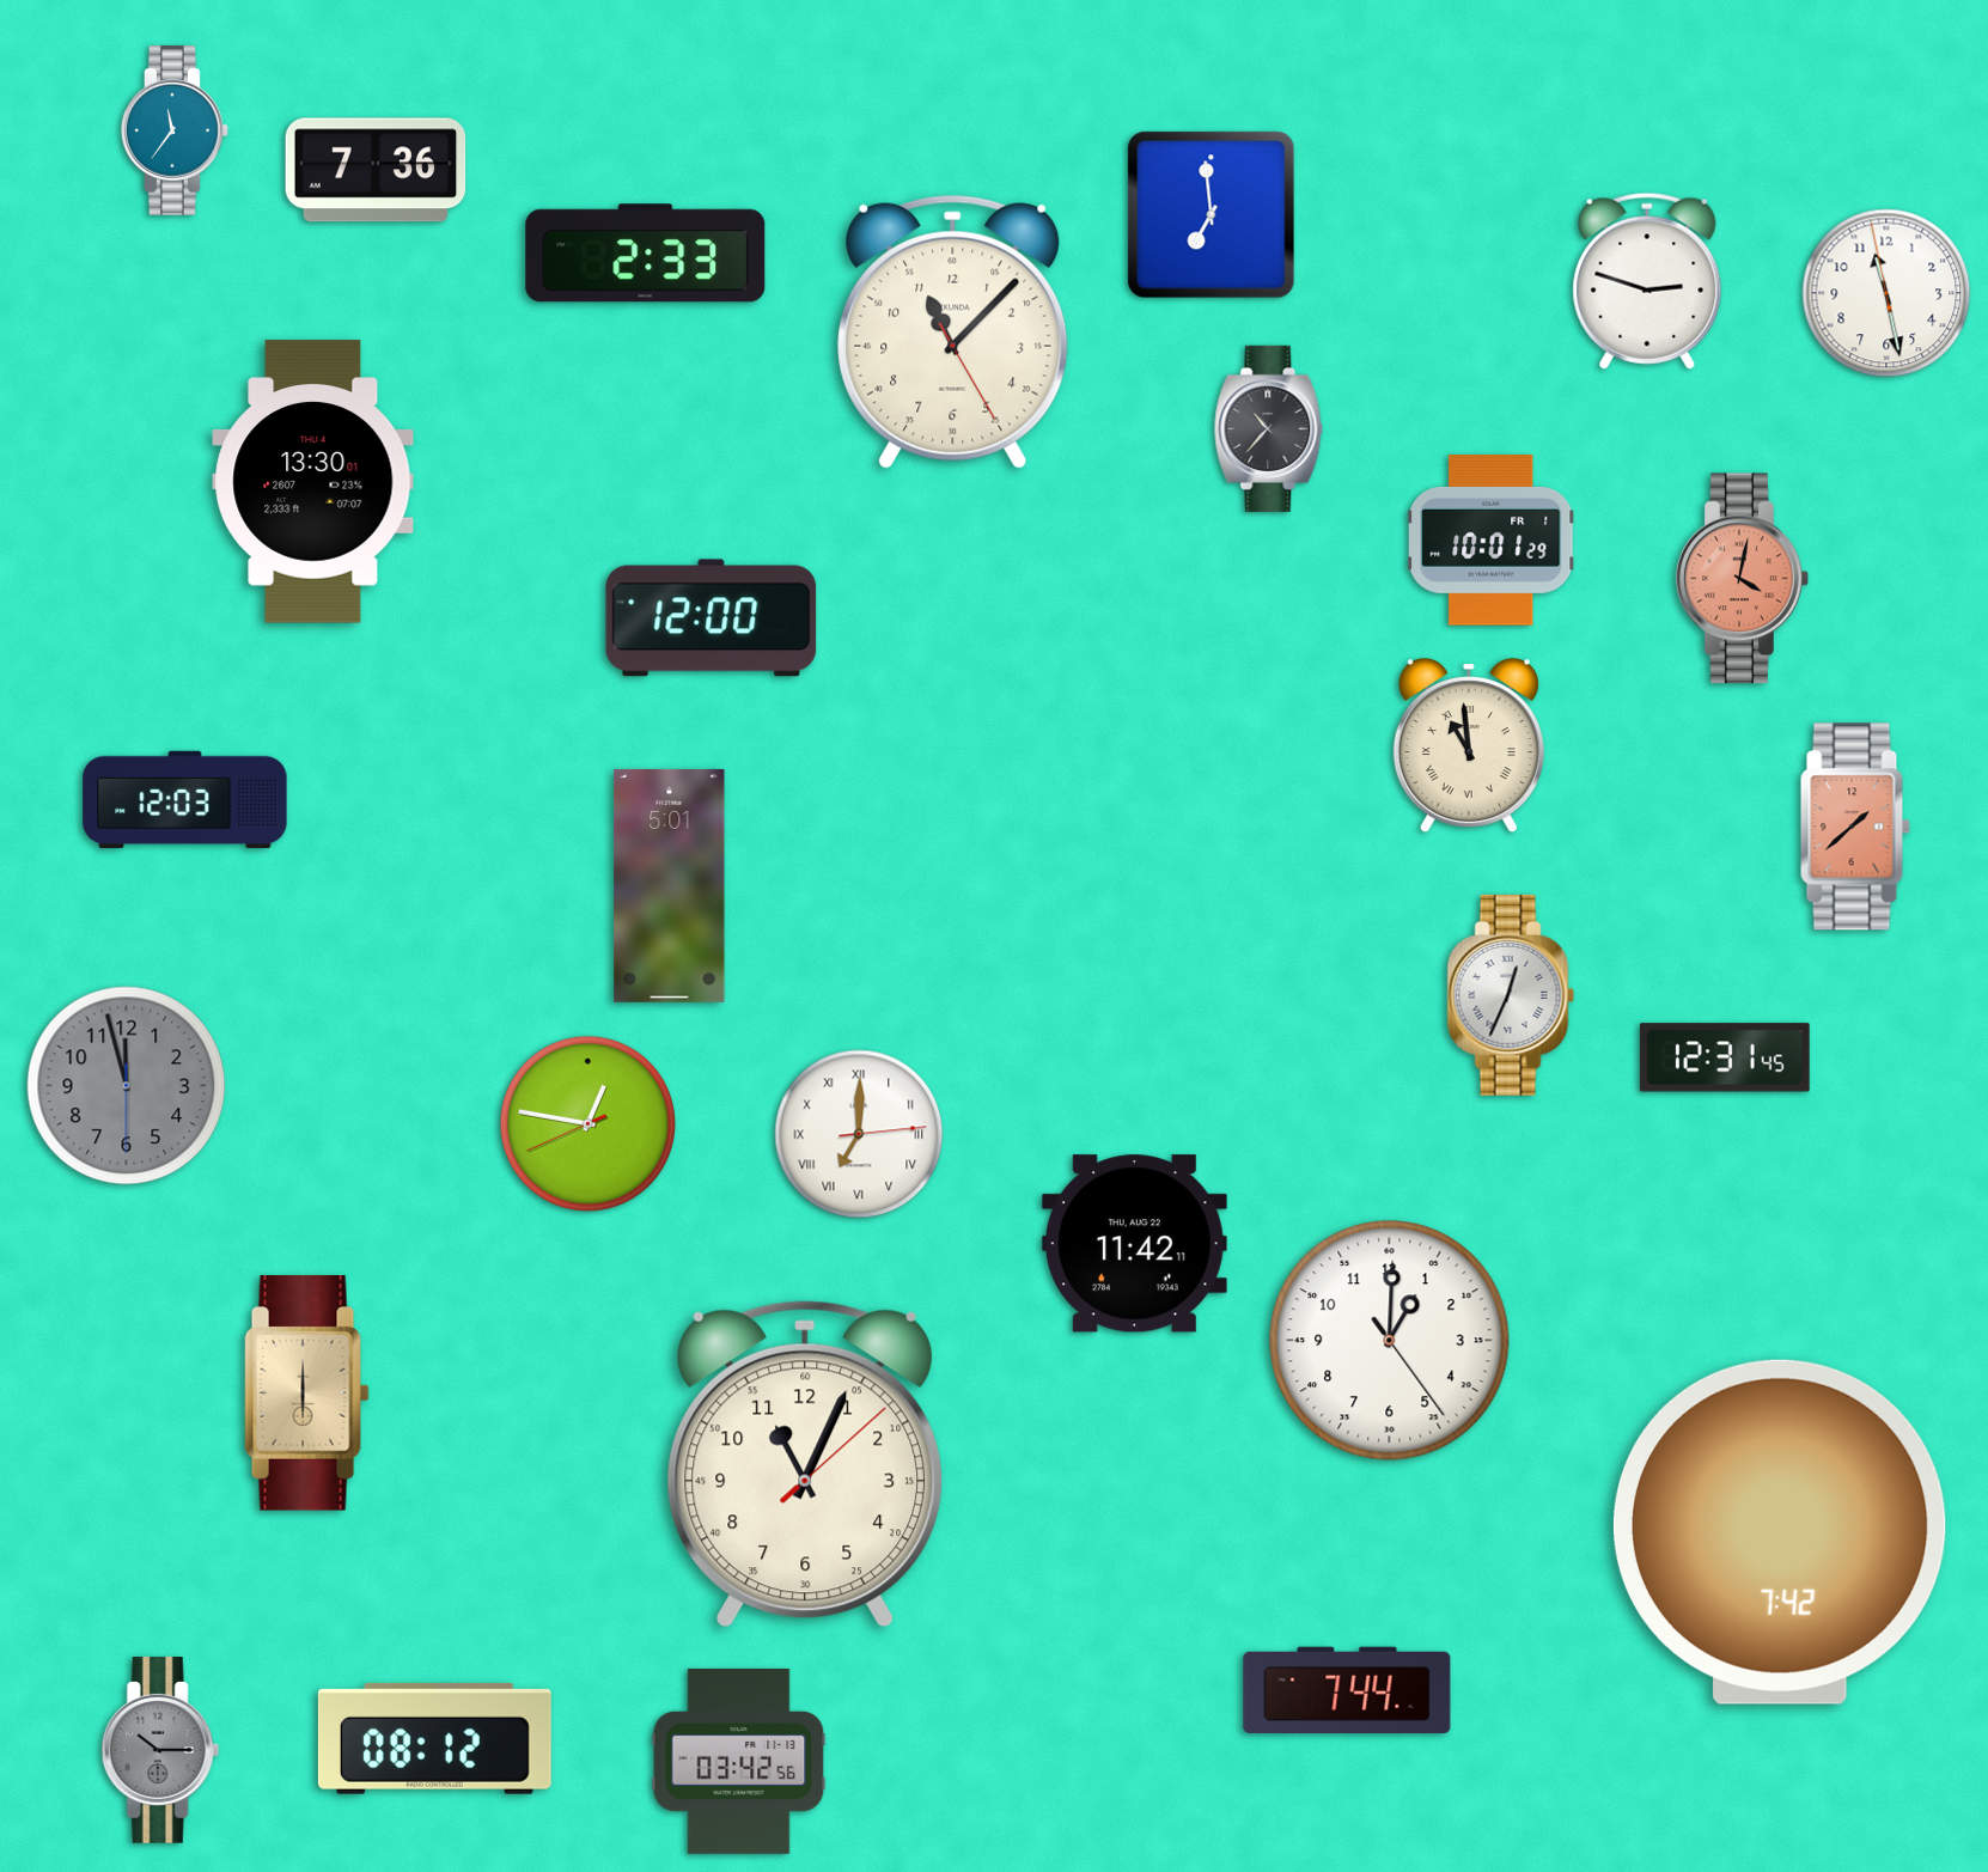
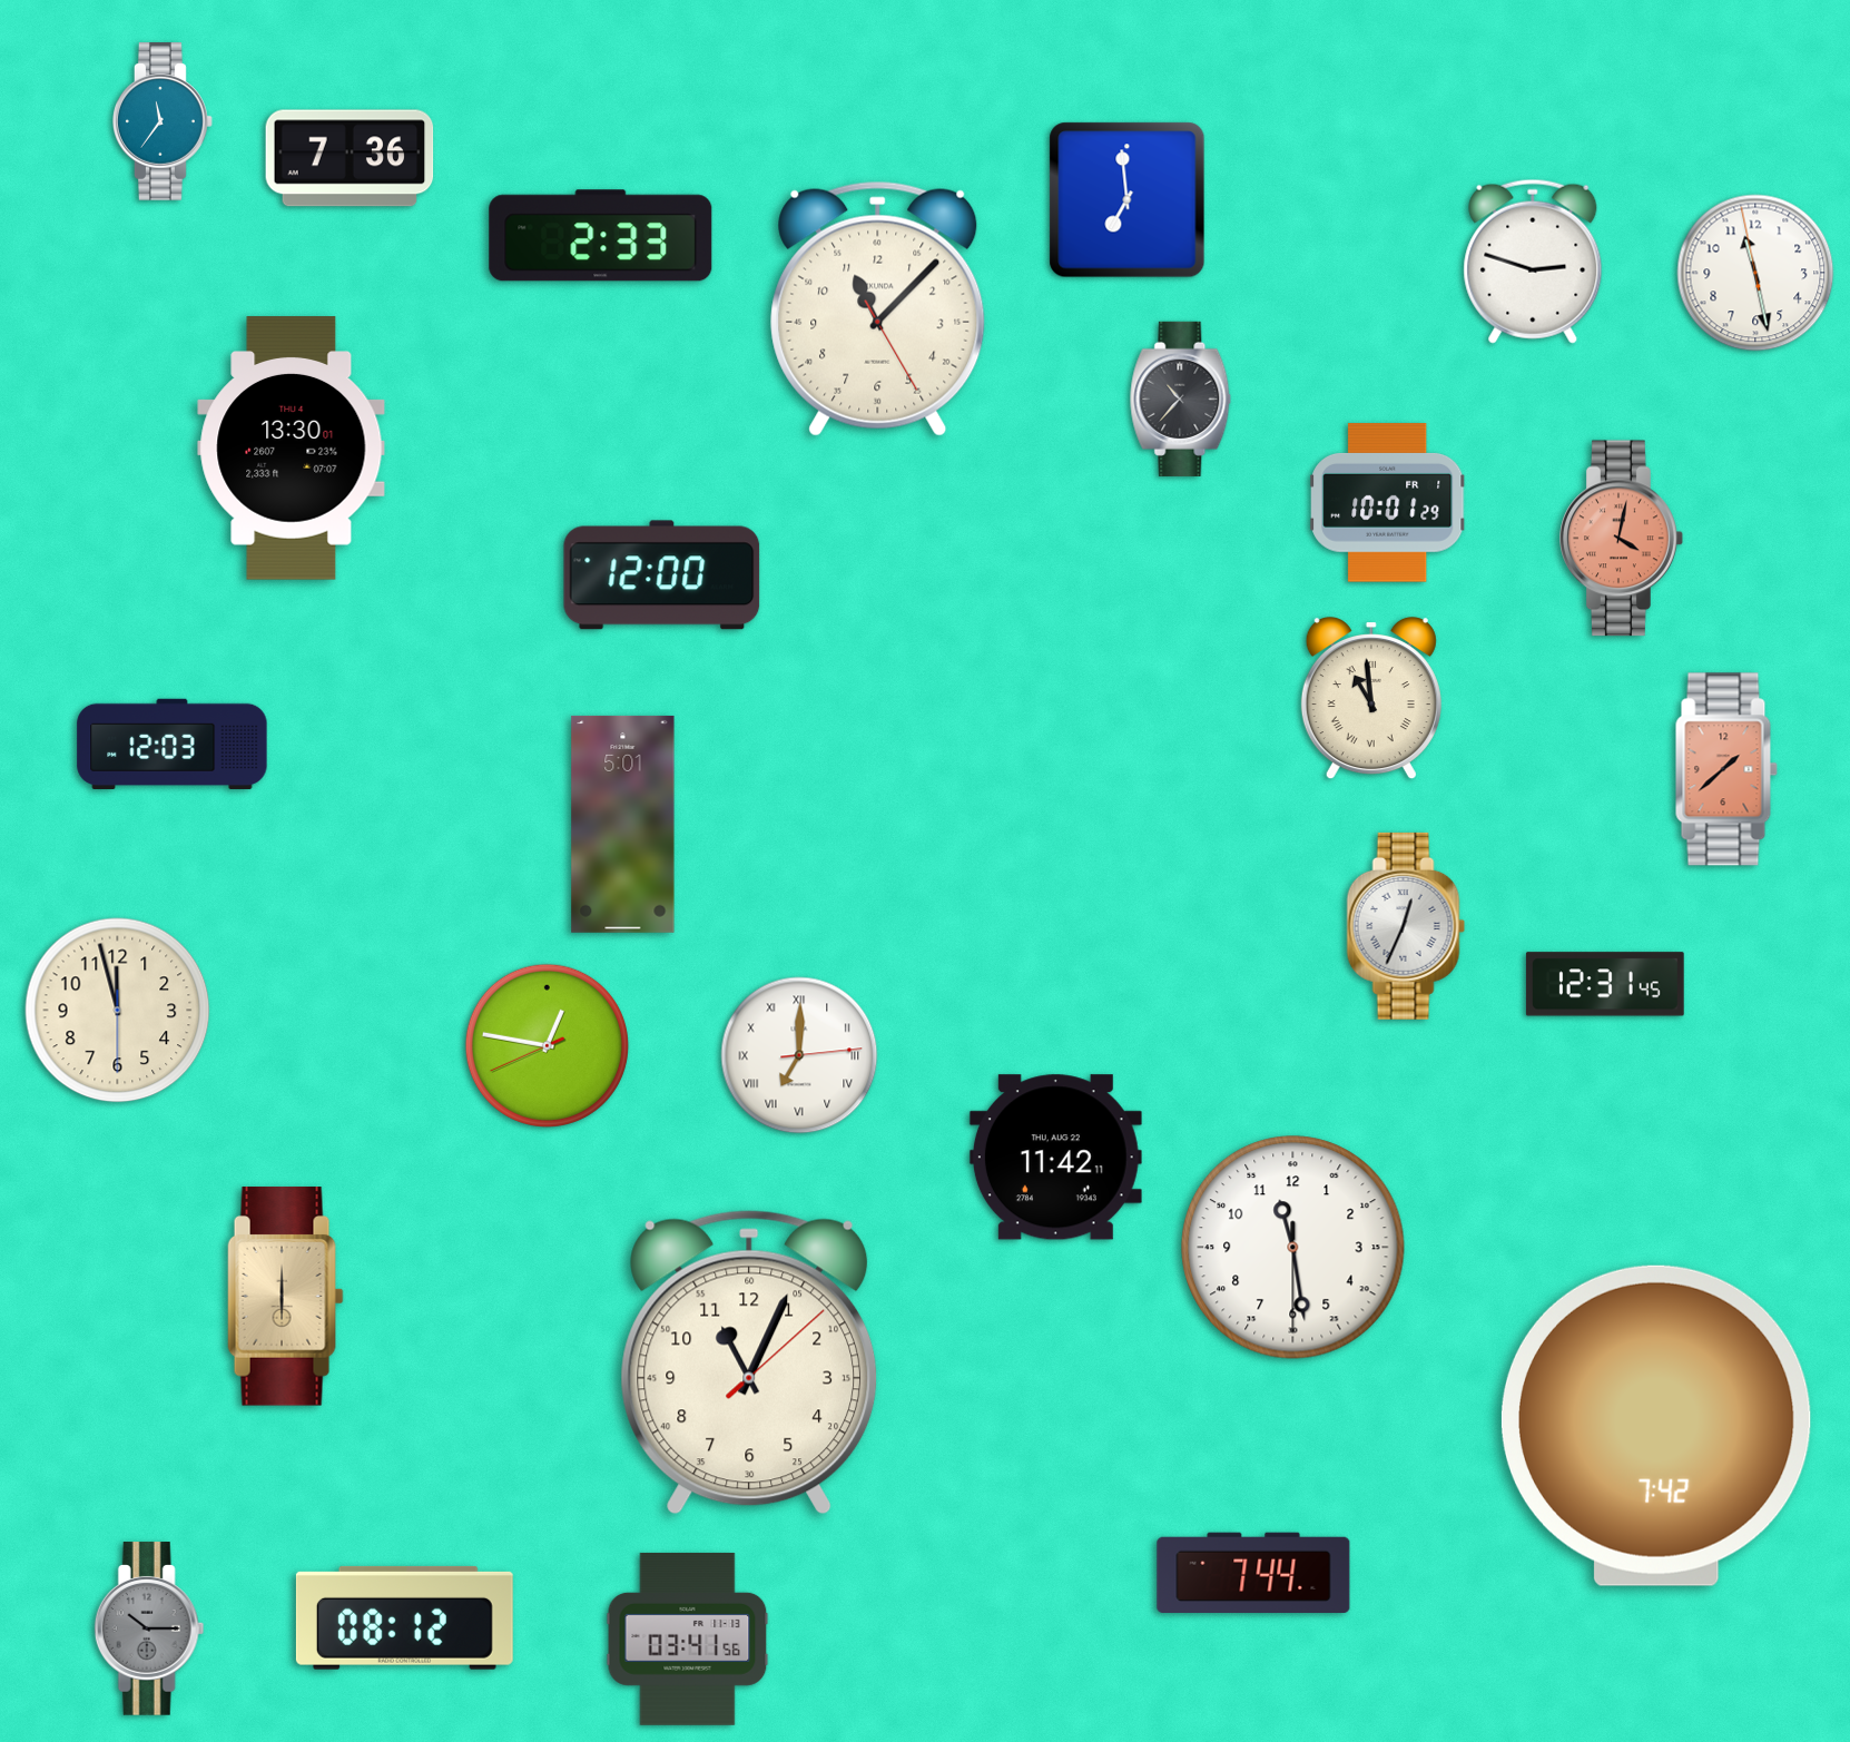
clock at (953, 331) position: (953, 331) -> (878, 308)
clock at (1469, 746) position: (1469, 746) -> (1371, 699)
clock at (127, 1086) dial: grey -> cream
clock at (1390, 1341): 1:00 -> 11:28
clock at (739, 1761): 03:42 -> 03:41
